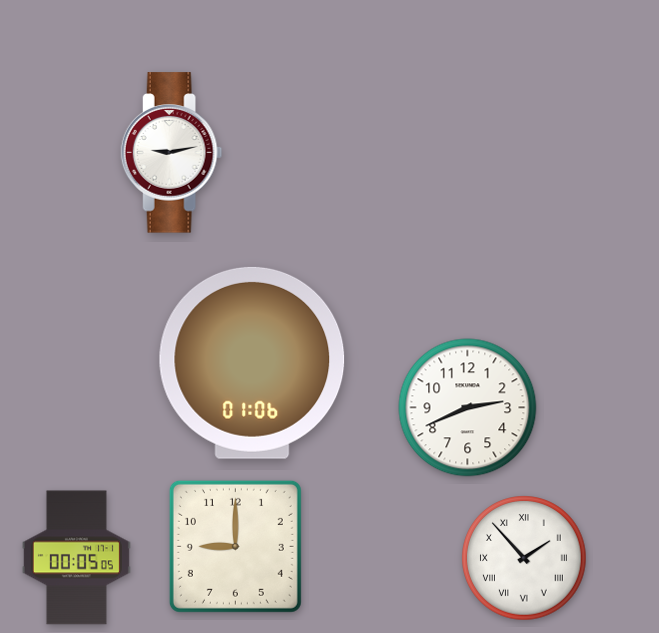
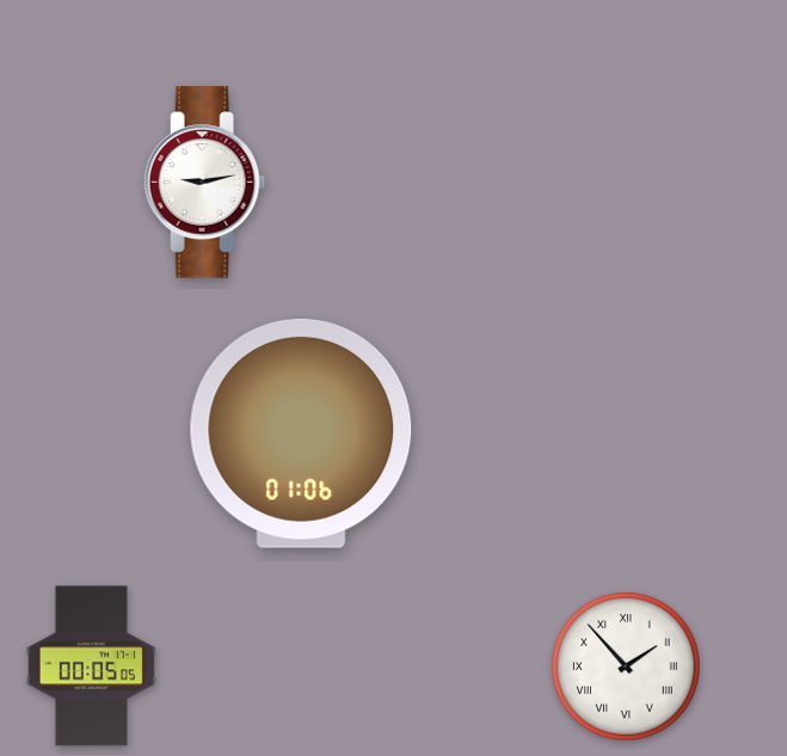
clock at (468, 408): 2:41 -> none
clock at (235, 546): 9:00 -> none
